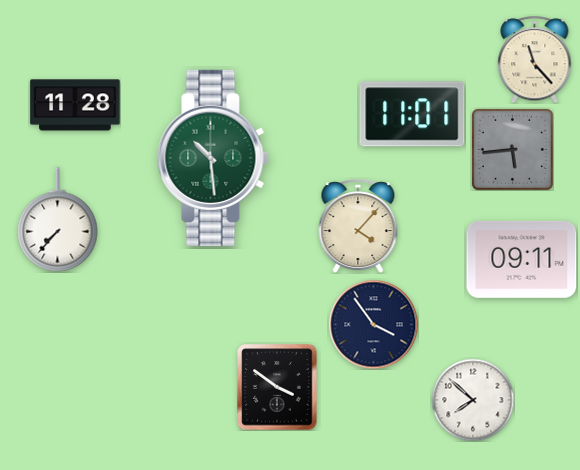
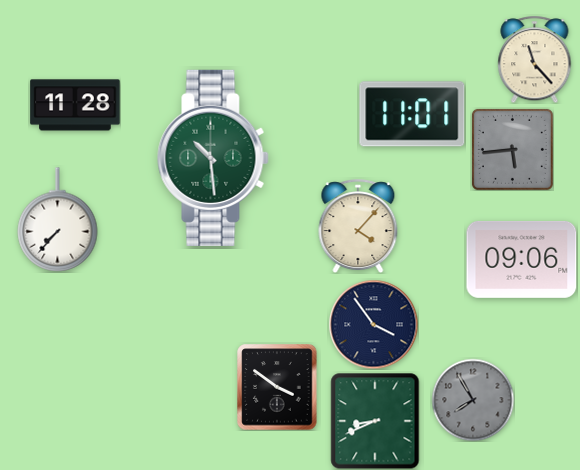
clock at (522, 259): 09:11 -> 09:06
clock at (473, 400): 7:52 -> 7:55
clock at (473, 400) dial: white -> grey
clock at (375, 421): none -> 8:41
